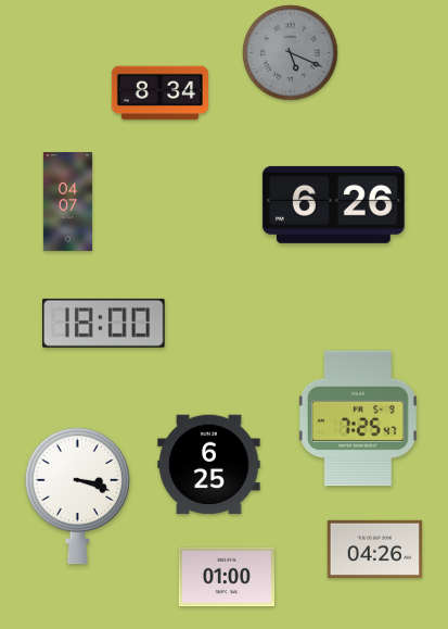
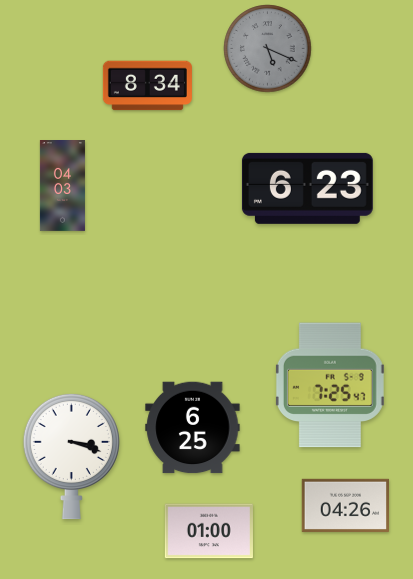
clock at (67, 202): 04:07 -> 04:03
clock at (333, 204): 6:26 -> 6:23
clock at (104, 323): 18:00 -> none
